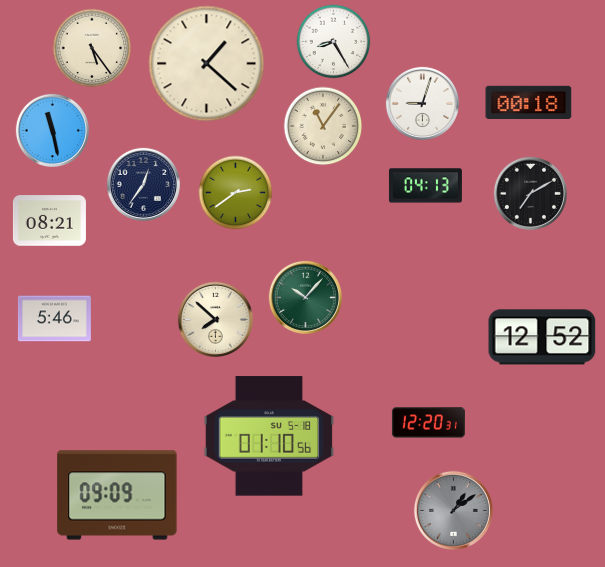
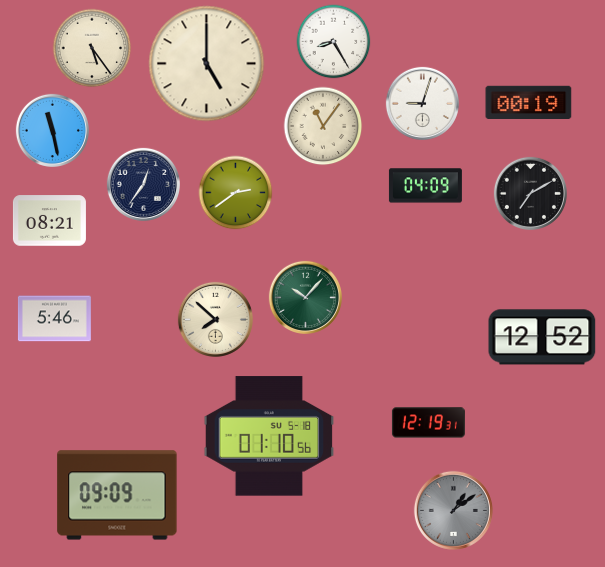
clock at (207, 64): 1:22 -> 5:00
clock at (529, 102): 00:18 -> 00:19
clock at (425, 186): 04:13 -> 04:09
clock at (428, 423): 12:20 -> 12:19
